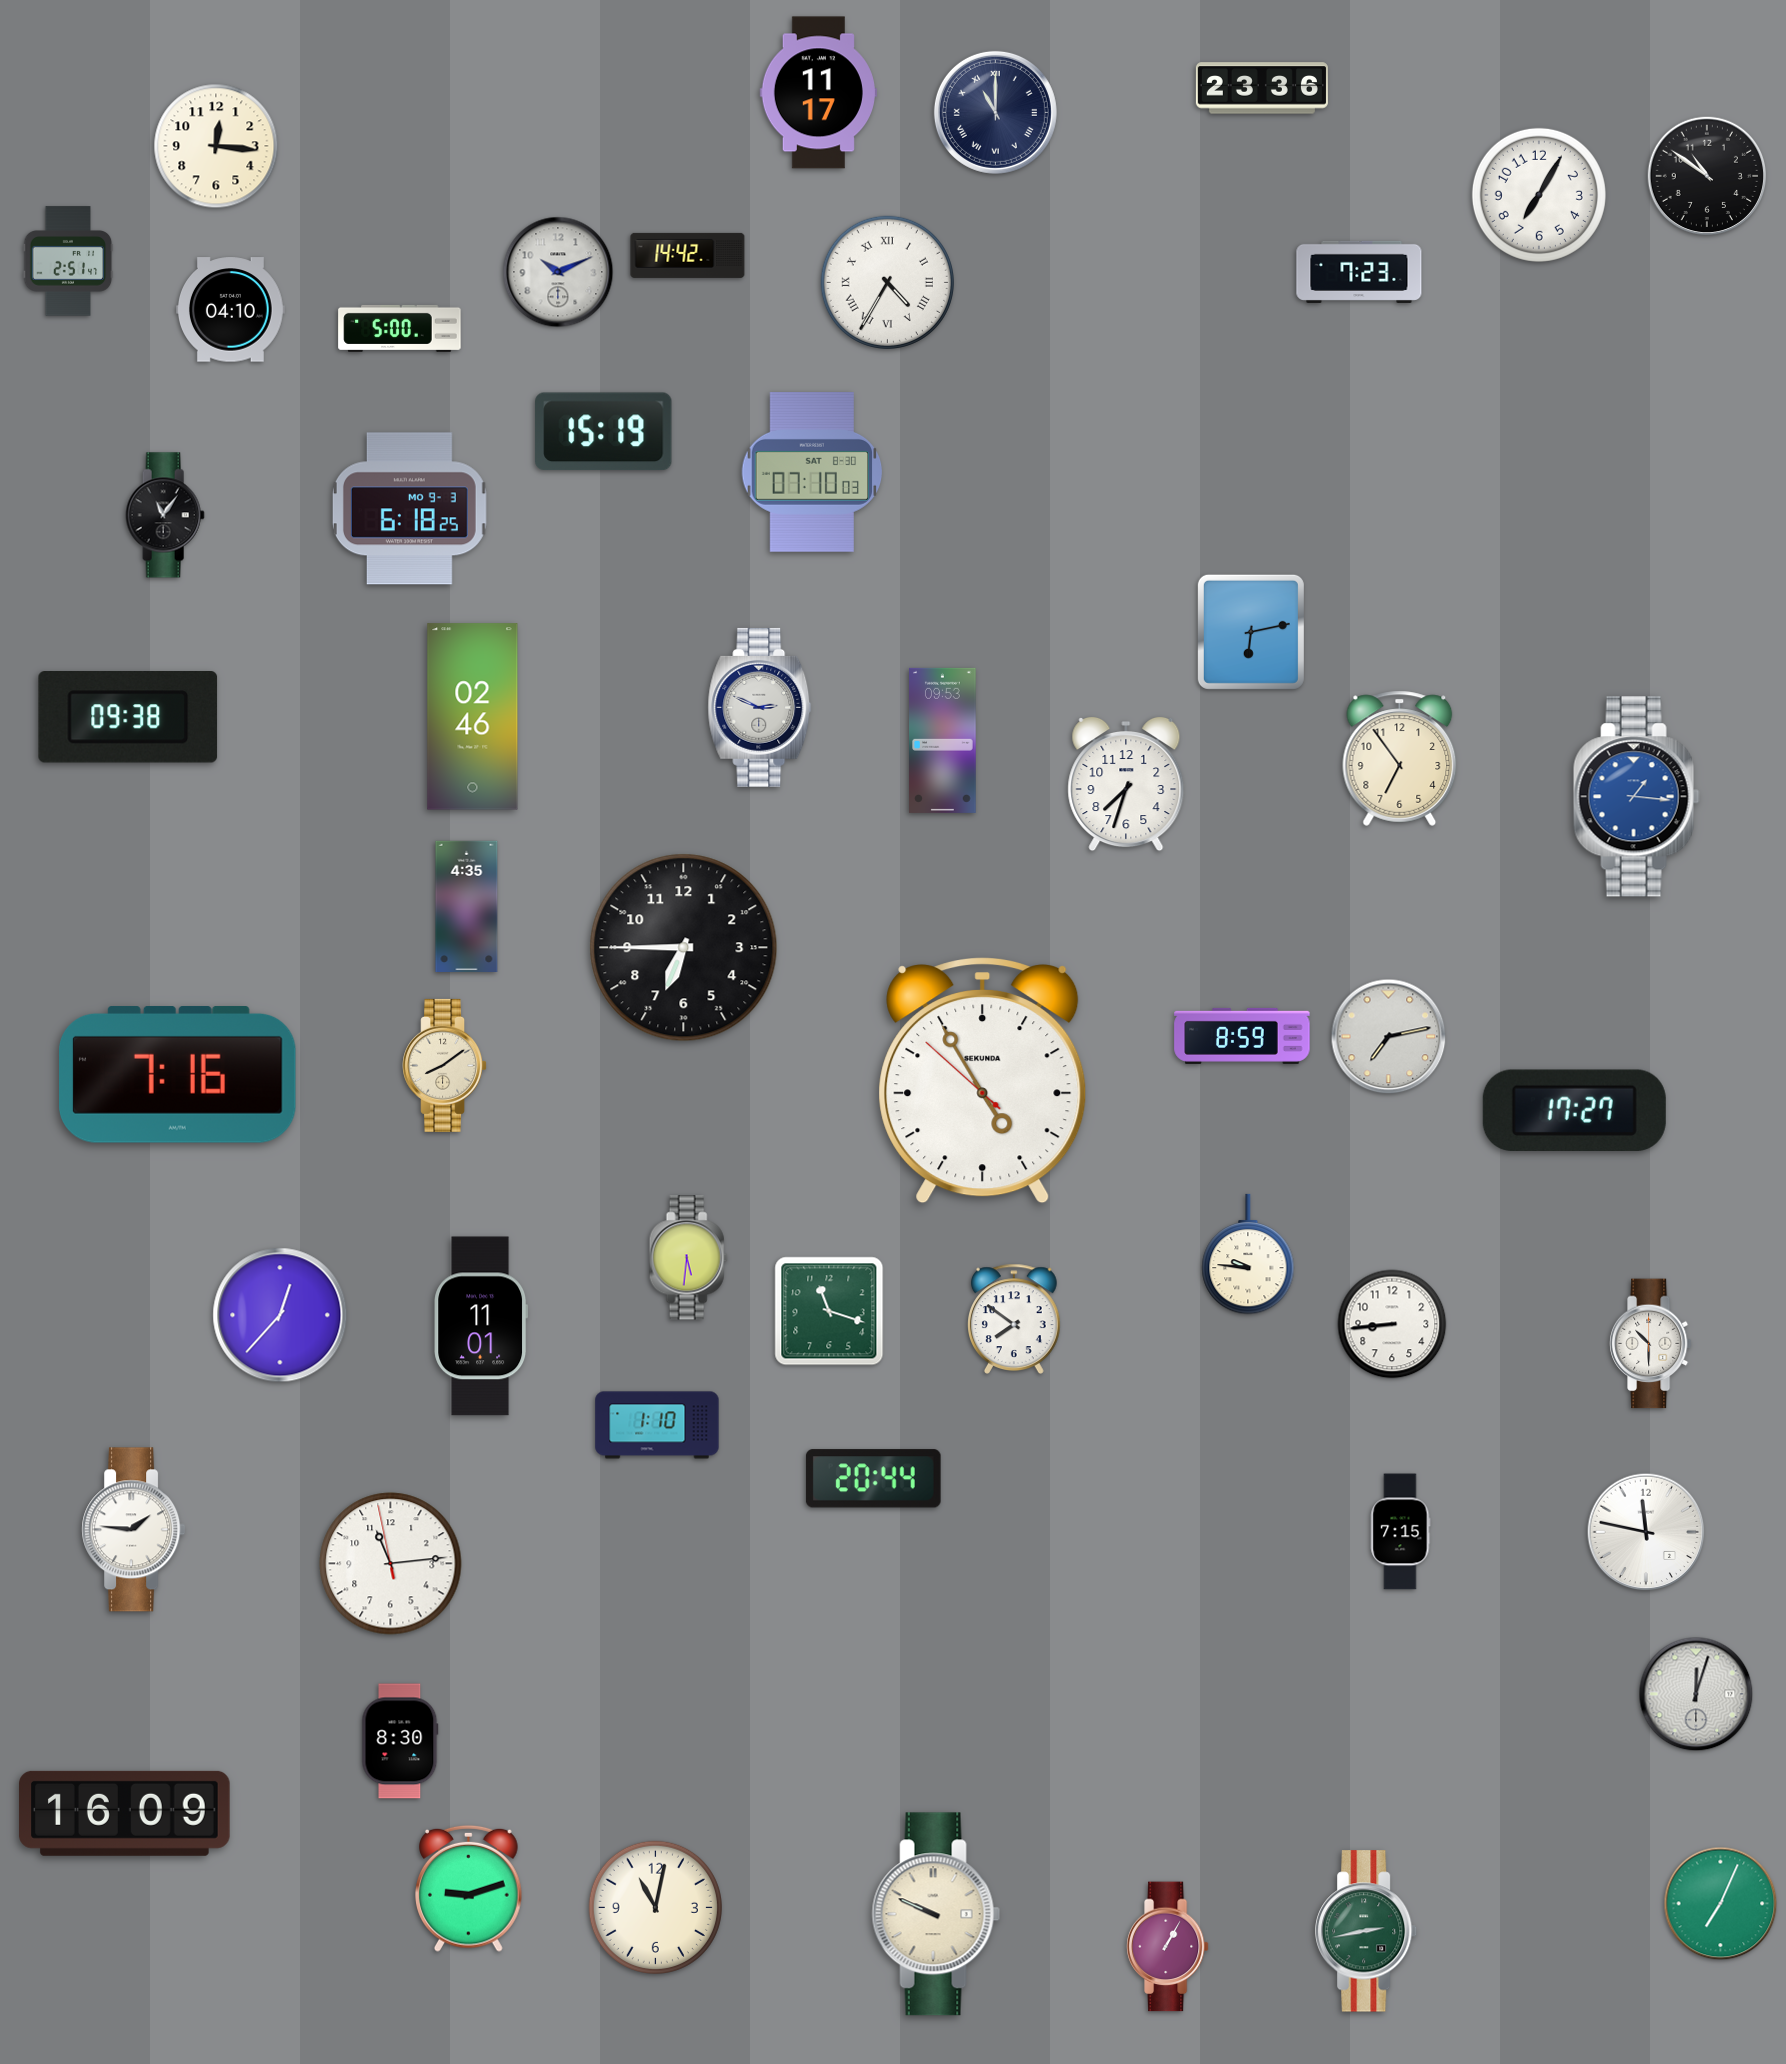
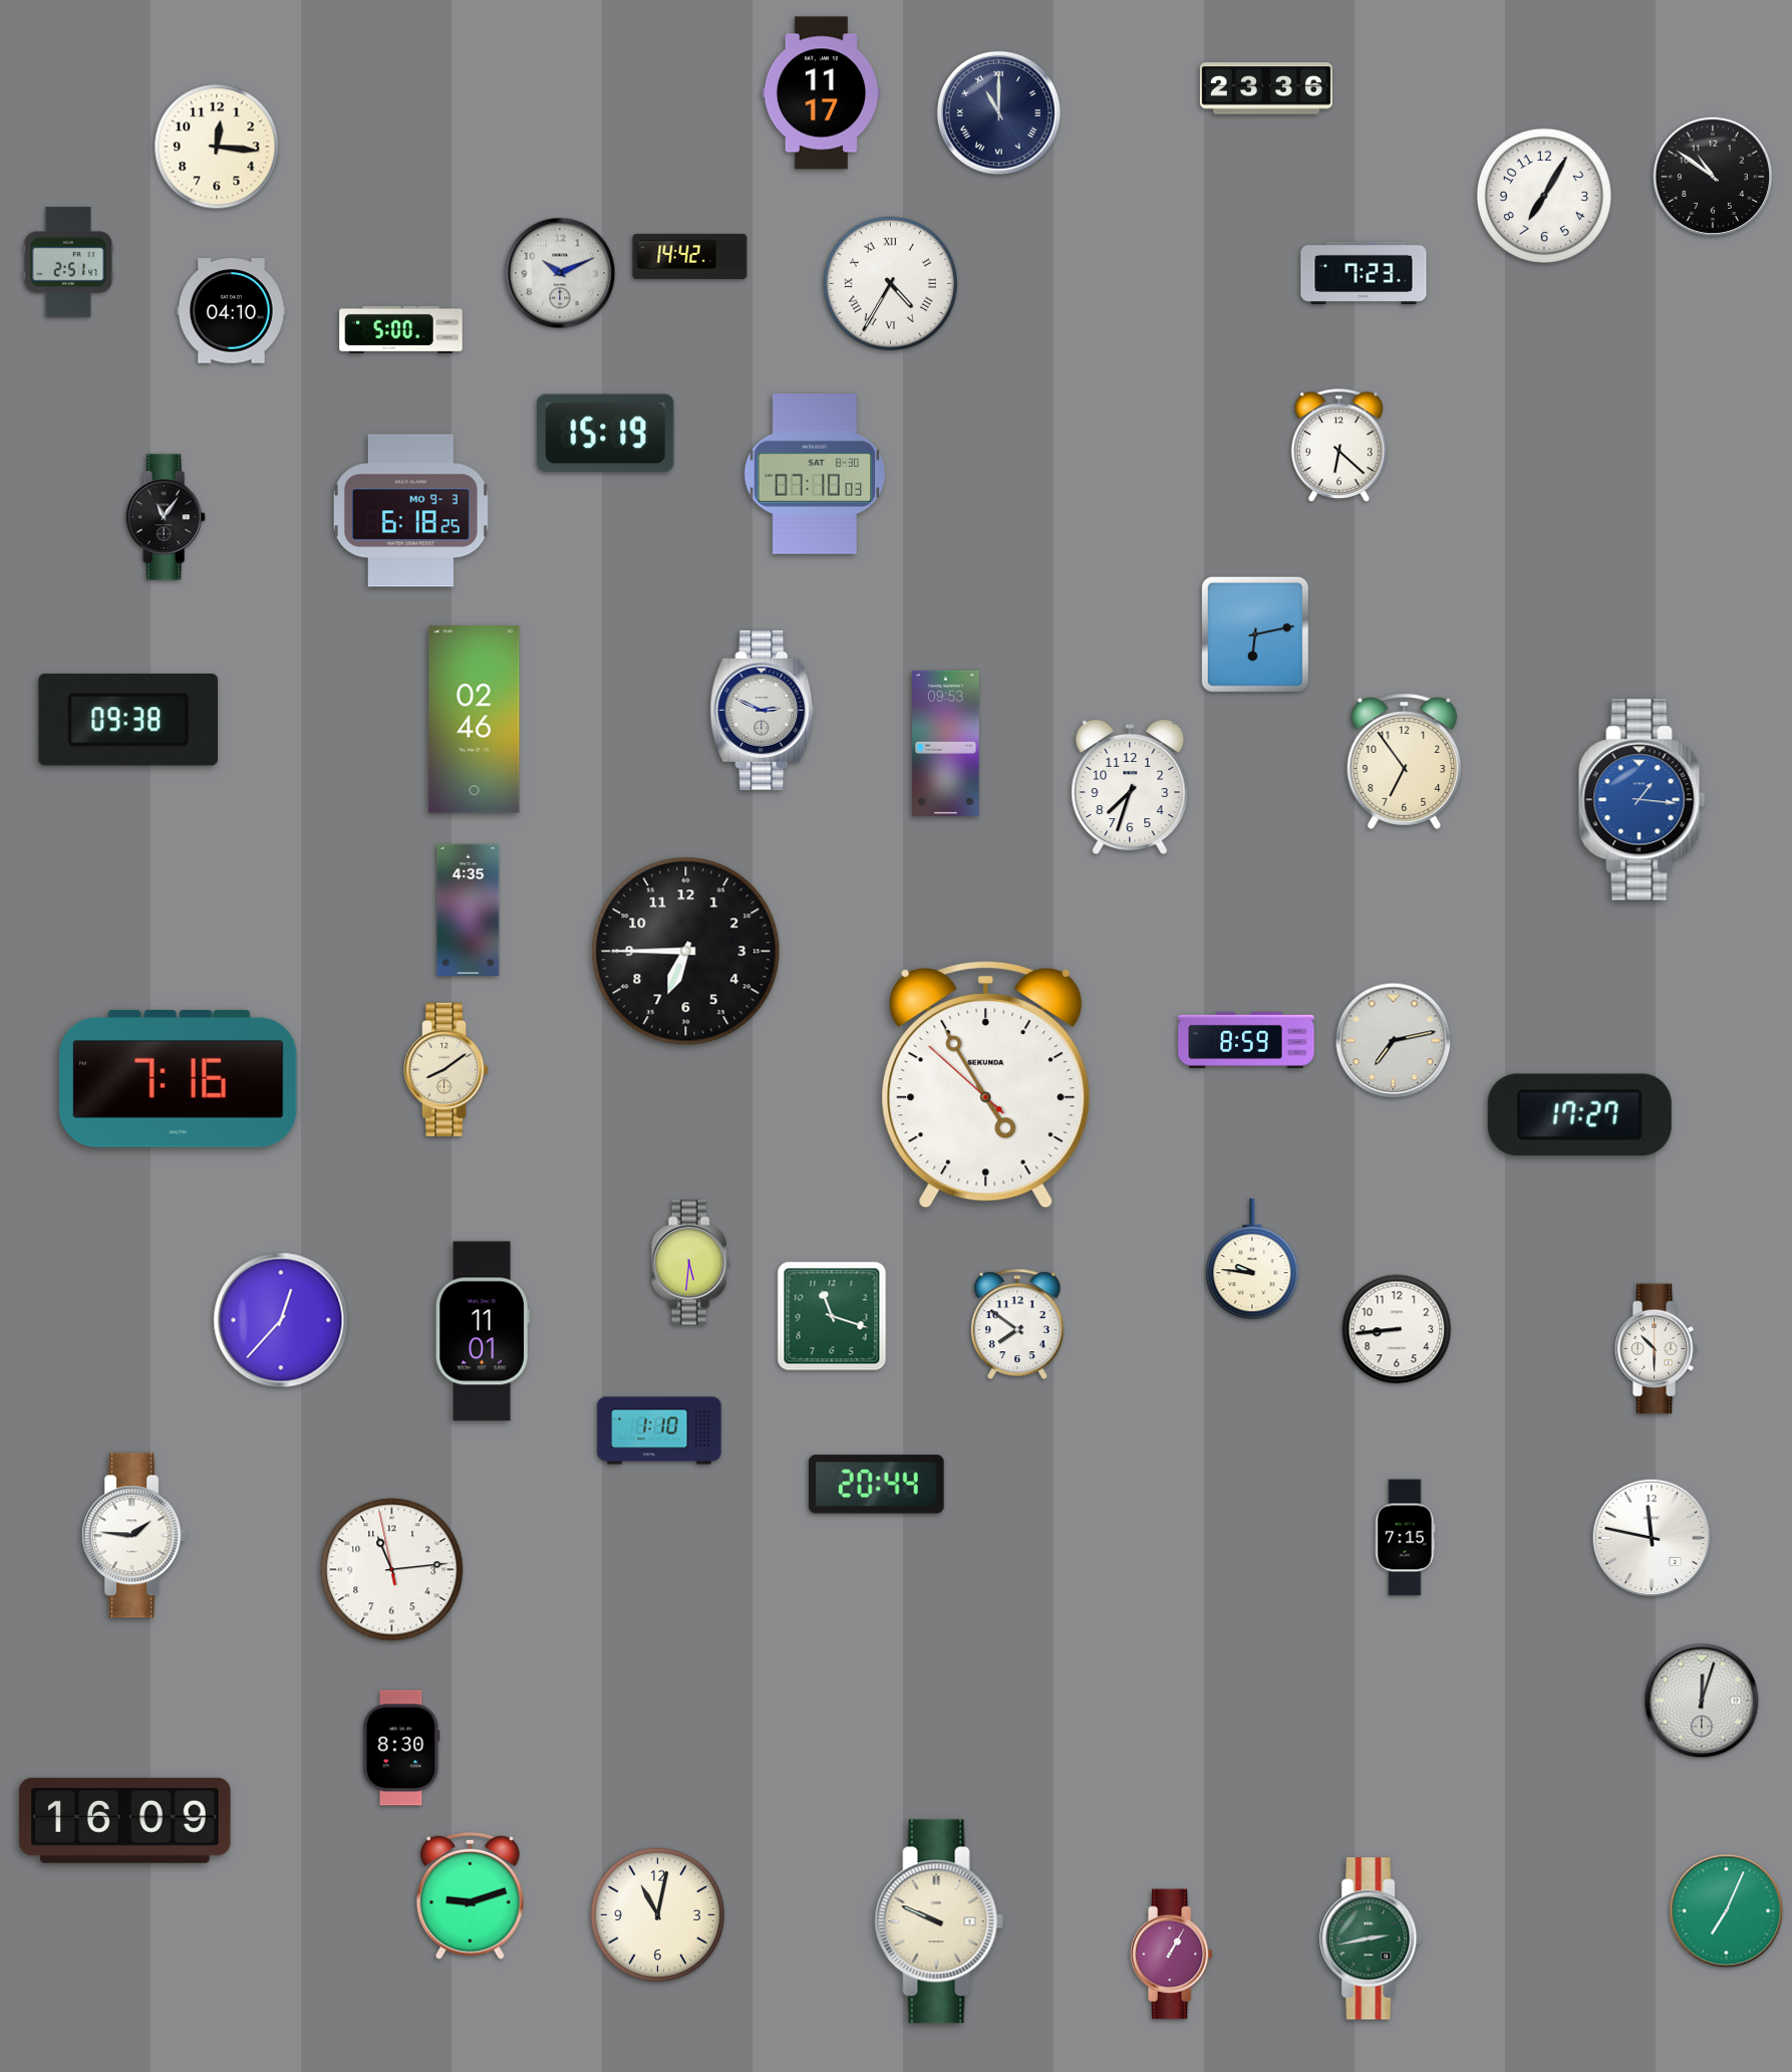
clock at (1338, 446): none -> 6:22
